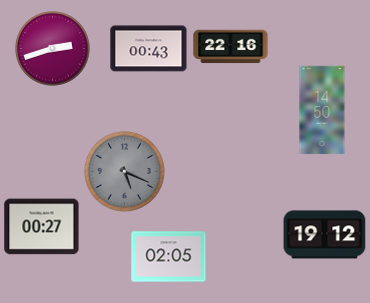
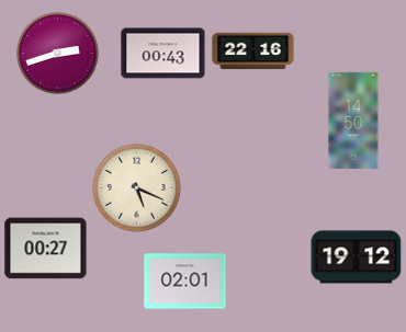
clock at (125, 172) dial: grey -> cream
clock at (169, 257): 02:05 -> 02:01
